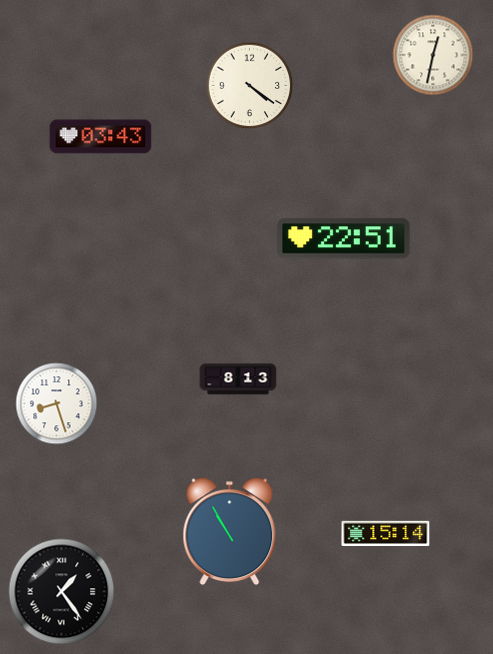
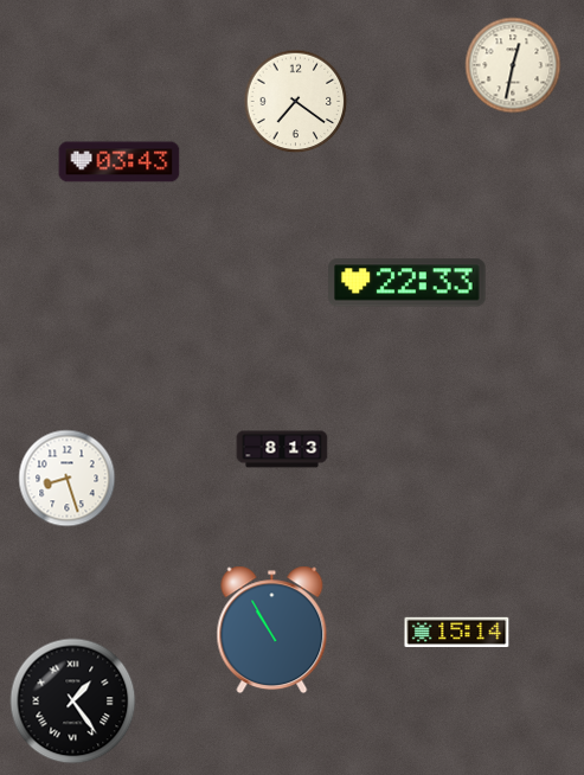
clock at (250, 86): 4:21 -> 7:21
clock at (344, 239): 22:51 -> 22:33
